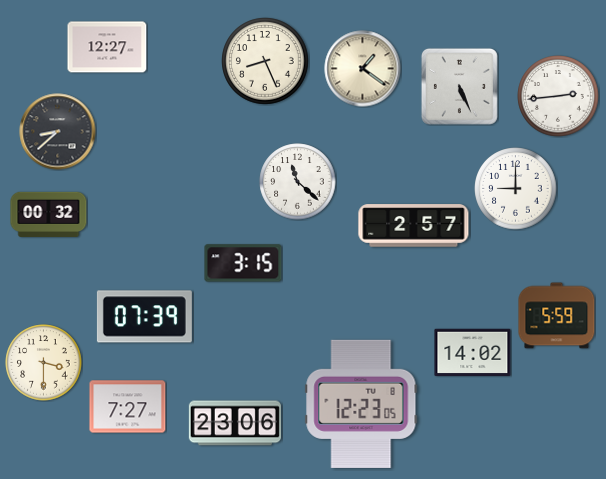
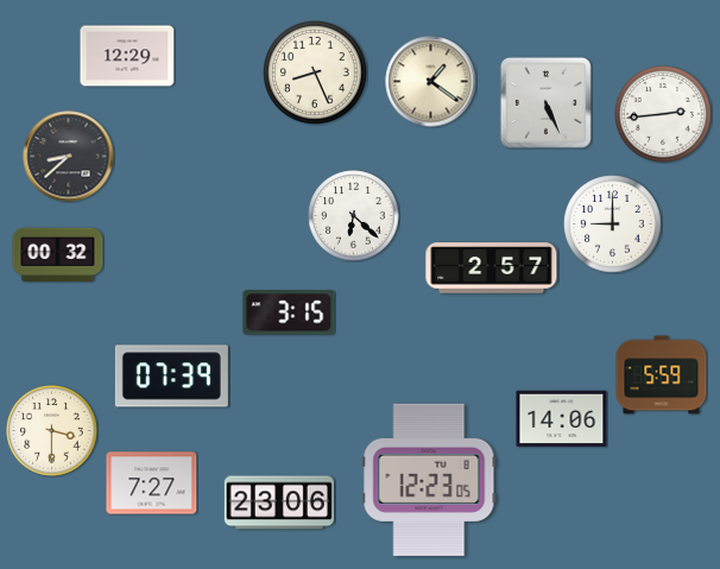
clock at (107, 47): 12:27 -> 12:29
clock at (298, 182): 11:22 -> 6:22
clock at (473, 353): 14:02 -> 14:06
